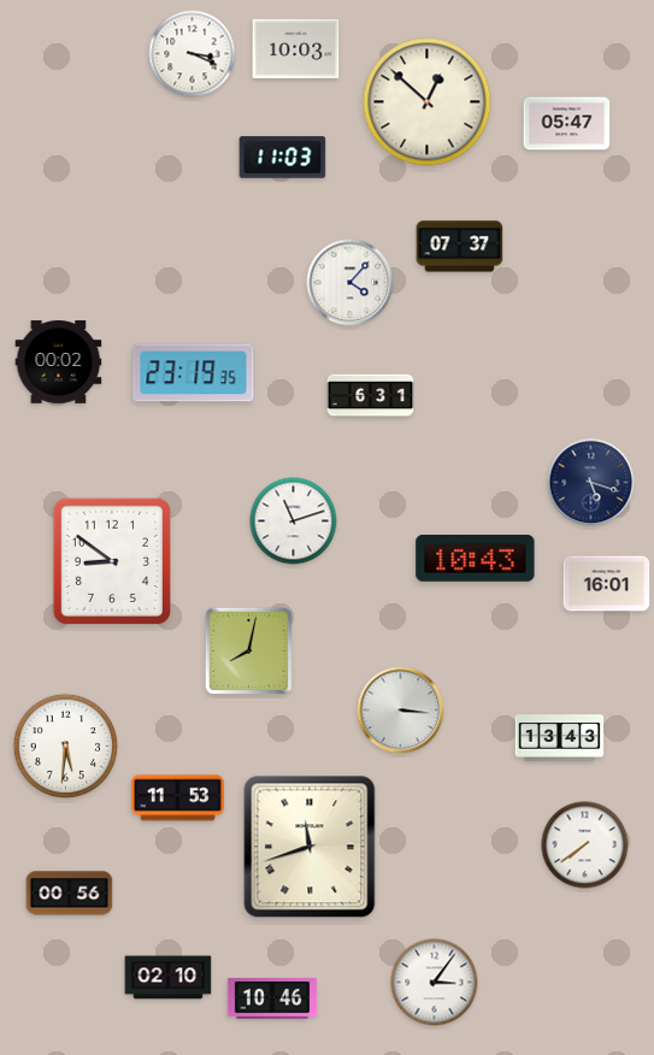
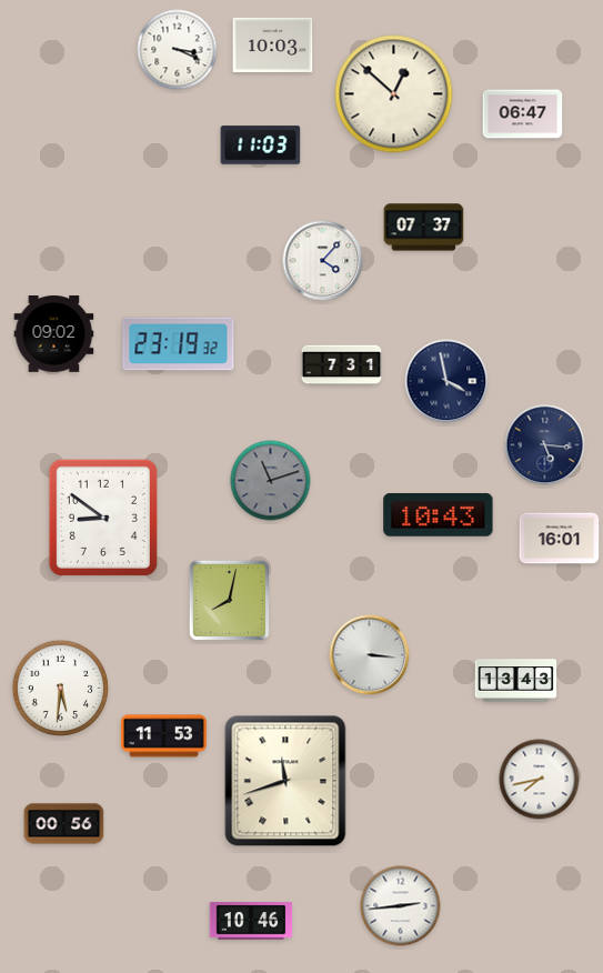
clock at (567, 124): 05:47 -> 06:47
clock at (59, 363): 00:02 -> 09:02
clock at (194, 373): 23:19:35 -> 23:19:32
clock at (371, 396): 6:31 -> 7:31
clock at (446, 381): none -> 3:58
clock at (591, 483): 5:18 -> 5:16
clock at (294, 521) dial: white -> grey
clock at (585, 845): 7:39 -> 7:43
clock at (169, 978): 02:10 -> none
clock at (435, 983): 3:06 -> 2:44
